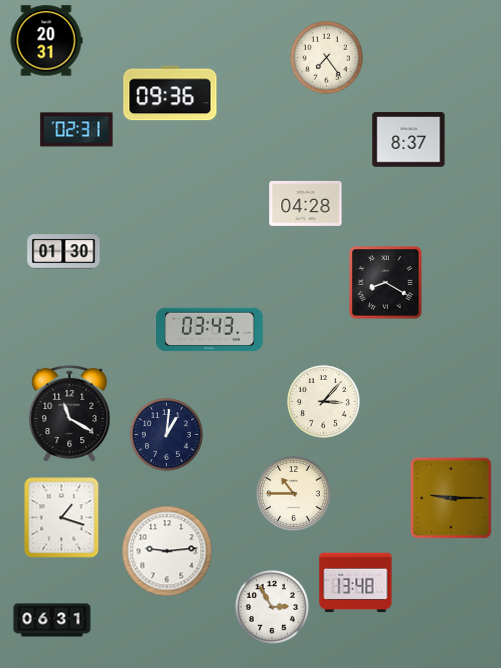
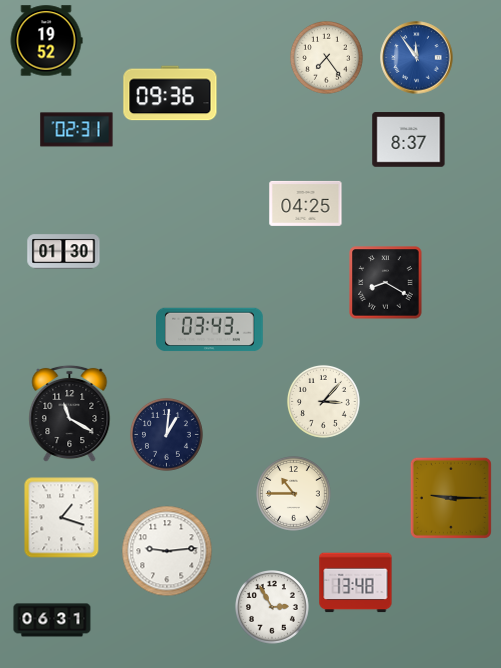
clock at (46, 41): 20:31 -> 19:52
clock at (417, 58): none -> 11:54
clock at (306, 203): 04:28 -> 04:25
